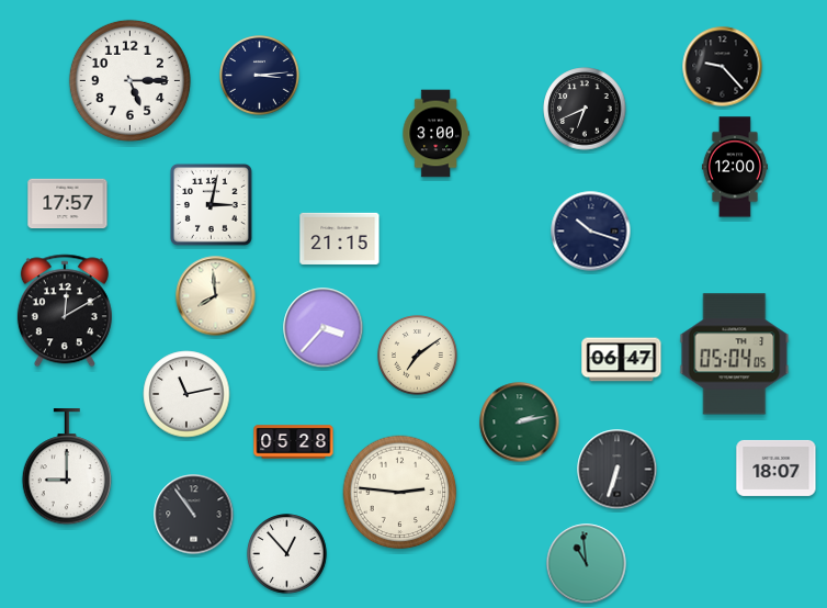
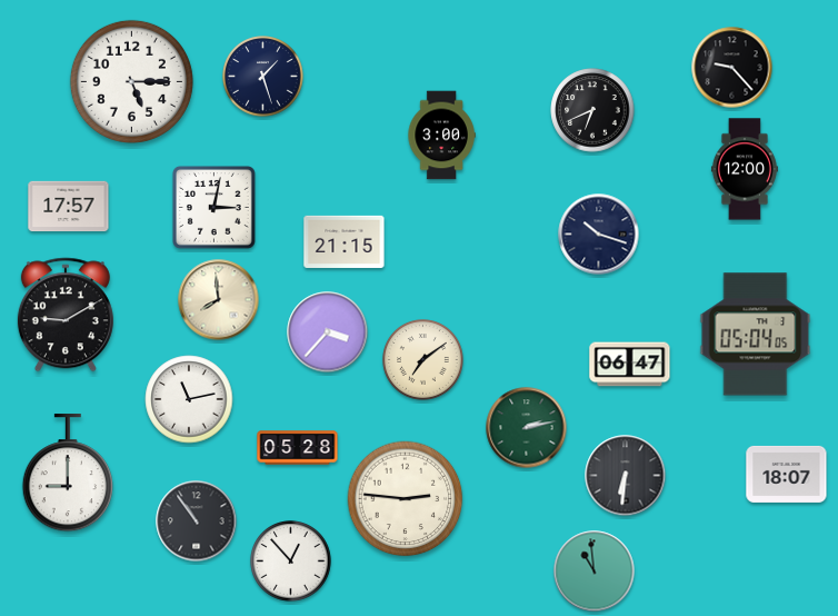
clock at (260, 76): 3:14 -> 1:27
clock at (65, 311): 12:10 -> 9:10
clock at (735, 354) position: (735, 354) -> (756, 335)
clock at (618, 470): 6:33 -> 6:31
